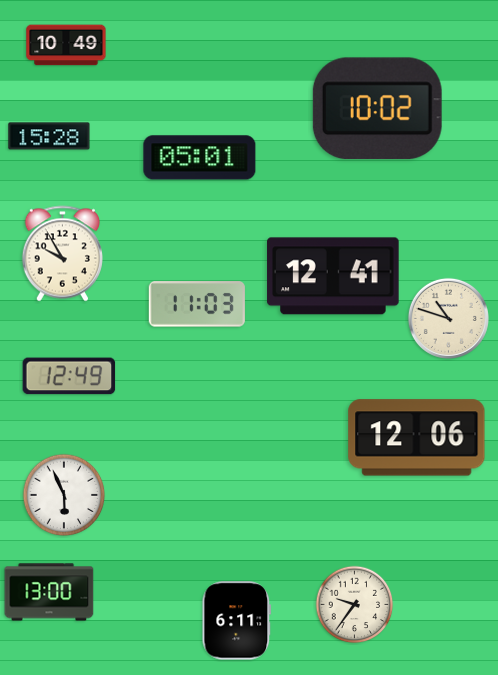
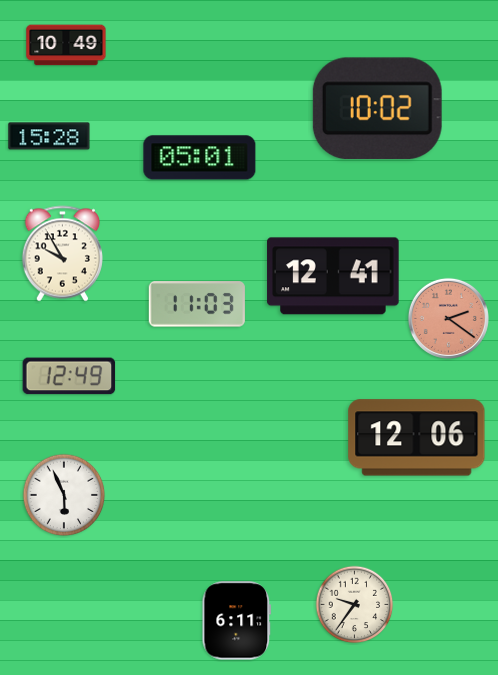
clock at (448, 318): 10:48 -> 2:21
clock at (448, 318) dial: cream -> salmon
clock at (49, 592): 13:00 -> none
